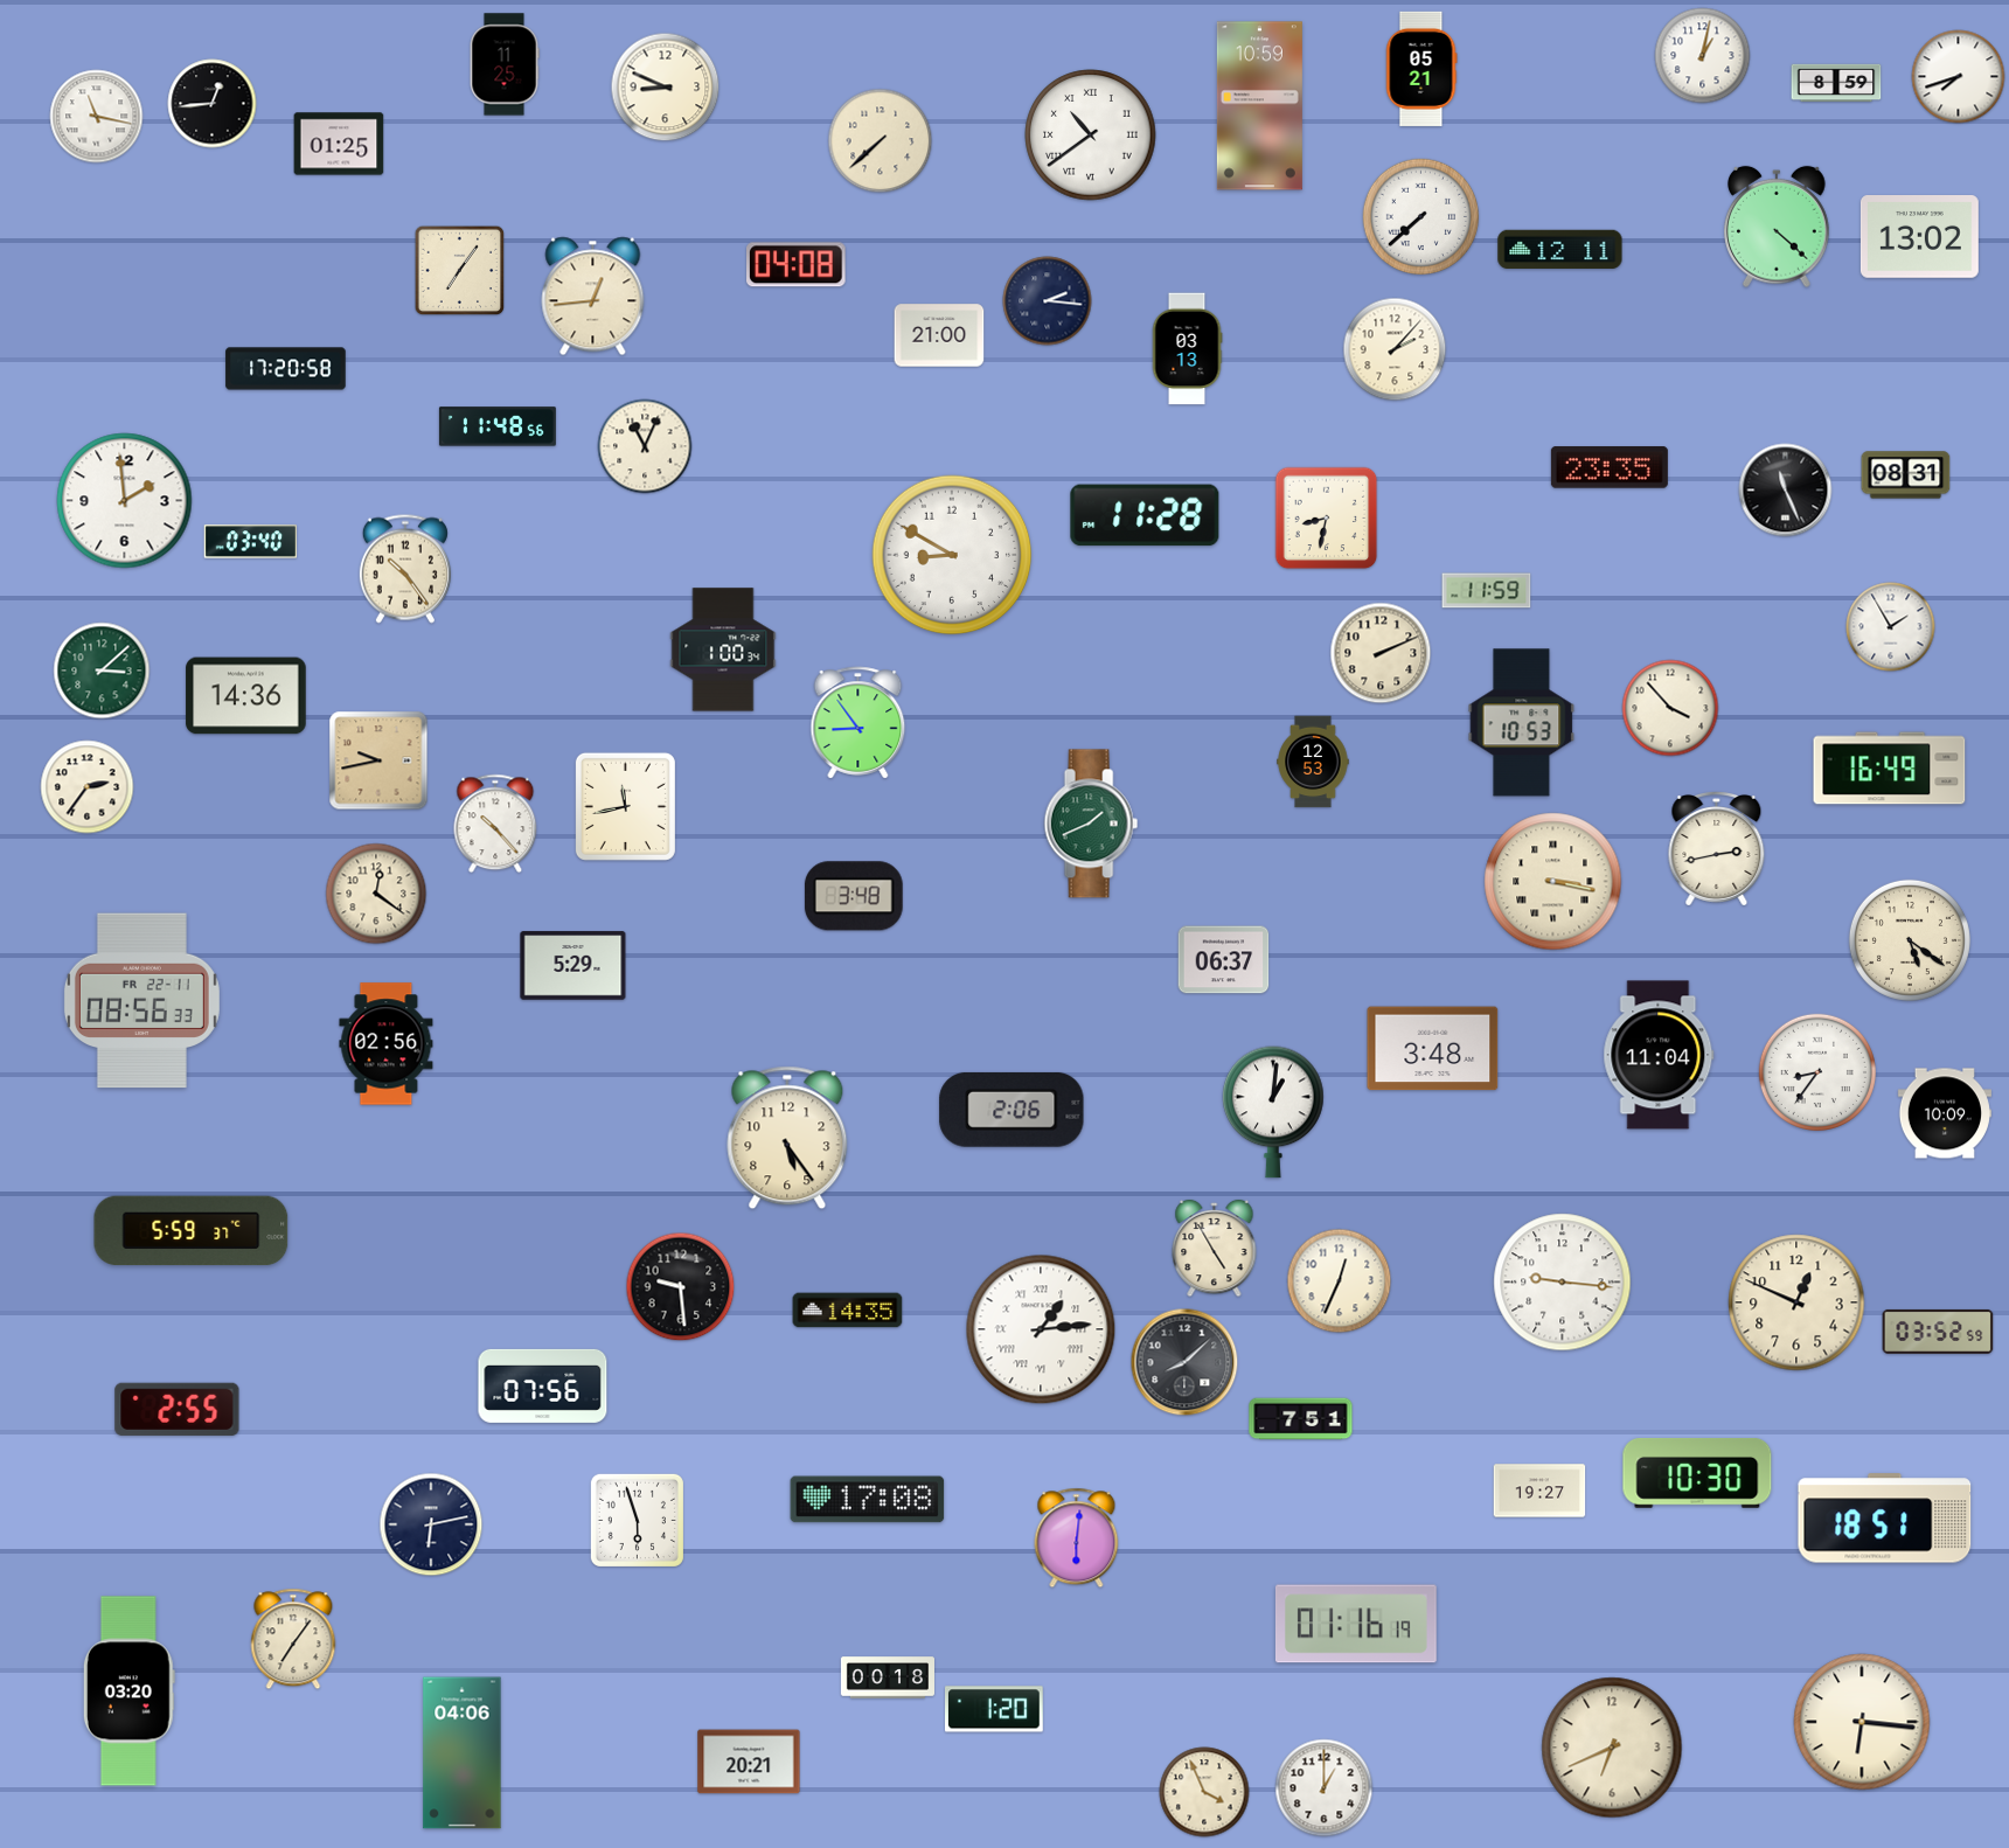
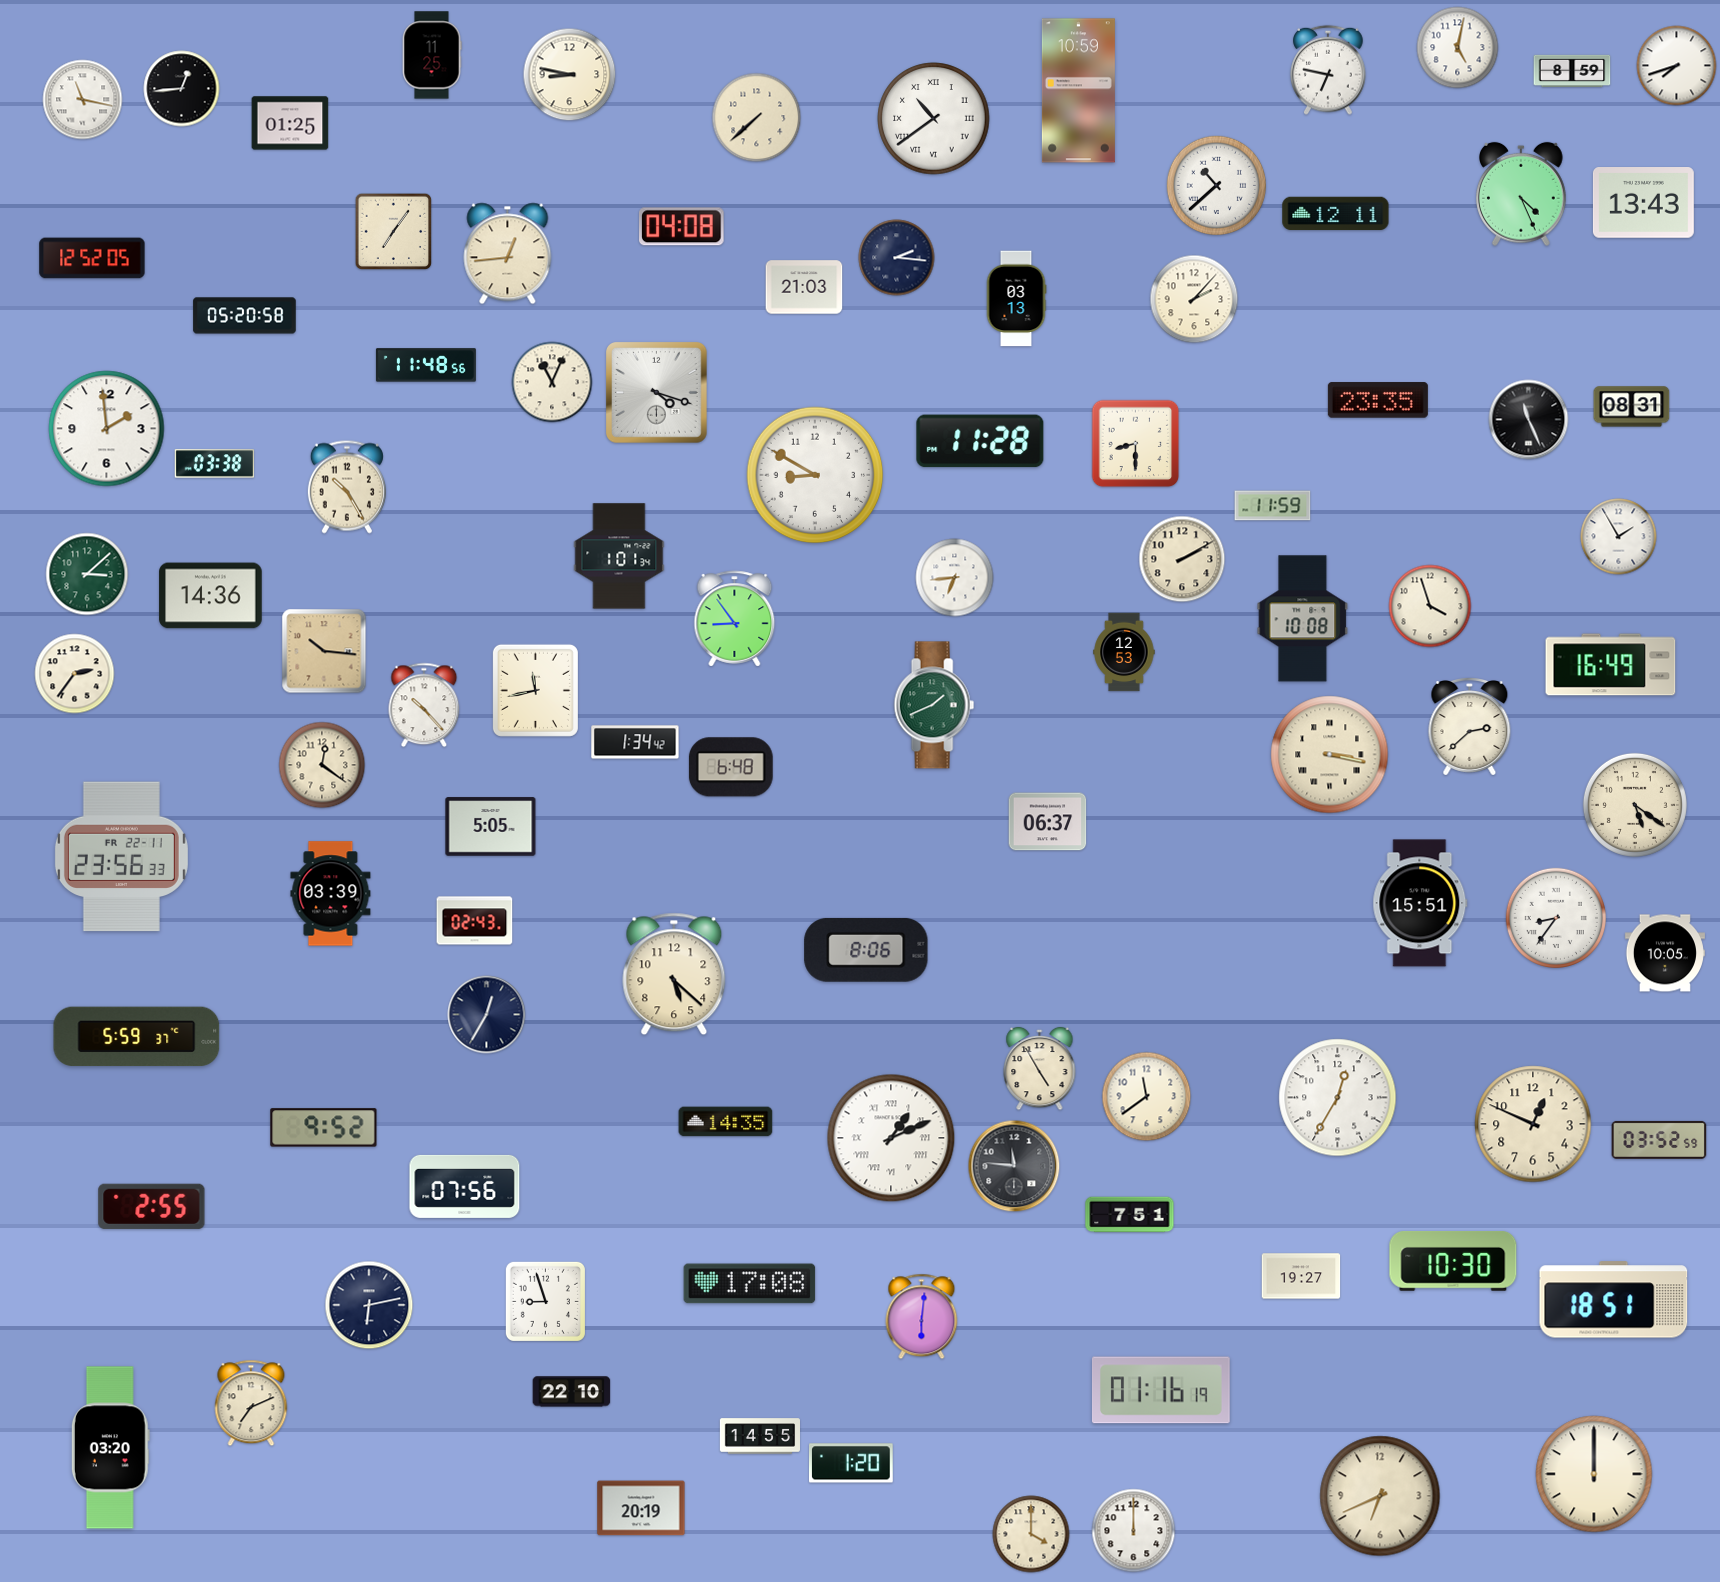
clock at (1703, 56): 1:02 -> 5:02
clock at (1421, 69): 05:21 -> none
clock at (1328, 70): none -> 6:47
clock at (666, 88): 8:49 -> 8:47
clock at (1091, 136) position: (1091, 136) -> (934, 119)
clock at (881, 141) position: (881, 141) -> (757, 118)
clock at (1420, 216): 7:38 -> 10:38
clock at (1778, 227): 4:22 -> 4:26
clock at (1919, 237): 13:02 -> 13:43
clock at (92, 258): none -> 12:52
clock at (939, 335): 21:00 -> 21:03
clock at (286, 369): 17:20 -> 05:20
clock at (657, 393): none -> 4:18
clock at (1327, 519): 8:32 -> 8:30
clock at (251, 542): 03:40 -> 03:38
clock at (405, 569): 10:24 -> 10:25
clock at (723, 649): 1:00 -> 1:01
clock at (1381, 653): 2:11 -> 2:10
clock at (955, 578): none -> 6:44
clock at (1670, 708): 3:53 -> 3:57
clock at (1522, 723): 10:53 -> 10:08
clock at (378, 760): 9:43 -> 10:16
clock at (1890, 769) position: (1890, 769) -> (1611, 665)
clock at (1717, 849): 2:43 -> 2:38
clock at (635, 742): none -> 1:34
clock at (854, 896): 3:48 -> 6:48
clock at (573, 966): 5:29 -> 5:05
clock at (141, 1001): 08:56 -> 23:56
clock at (387, 1044): 02:56 -> 03:39
clock at (1433, 1049): 3:48 -> none
clock at (1659, 1055): 11:04 -> 15:51
clock at (475, 921): none -> 02:43
clock at (1012, 1110): 2:06 -> 8:06
clock at (1273, 1112): 1:01 -> none
clock at (1945, 1113): 10:09 -> 10:05
clock at (787, 1138): 5:24 -> 5:22
clock at (487, 1015): none -> 12:35
clock at (192, 1231) position: (192, 1231) -> (137, 1037)
clock at (1340, 1281): 12:34 -> 11:39
clock at (1563, 1283): 9:16 -> 12:35
clock at (681, 1287): 9:29 -> none
clock at (1796, 1302) position: (1796, 1302) -> (1533, 1124)
clock at (324, 1128): none -> 9:52
clock at (1041, 1329): 1:14 -> 1:11
clock at (1184, 1362): 8:08 -> 11:46
clock at (1301, 1419) position: (1301, 1419) -> (1130, 1215)
clock at (1539, 1491) position: (1539, 1491) -> (1301, 1276)
clock at (868, 1500) position: (868, 1500) -> (750, 1284)
clock at (637, 1520): 5:57 -> 8:57
clock at (572, 1392): none -> 22:10
clock at (293, 1639): 7:06 -> 7:11
clock at (887, 1677): 00:18 -> 14:55
clock at (1862, 1722): 6:16 -> 12:00
clock at (463, 1753): 04:06 -> none
clock at (749, 1762): 20:21 -> 20:19
clock at (1325, 1788): 1:00 -> 12:00
clock at (1204, 1792): 3:56 -> 4:00
